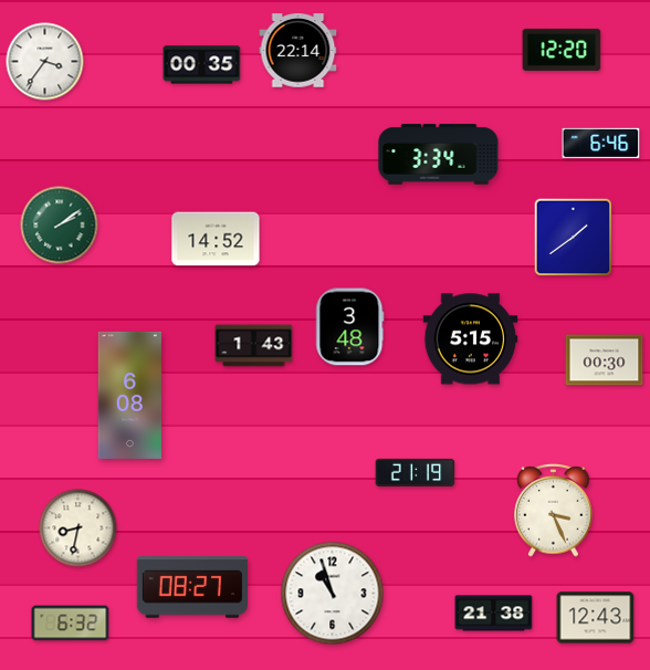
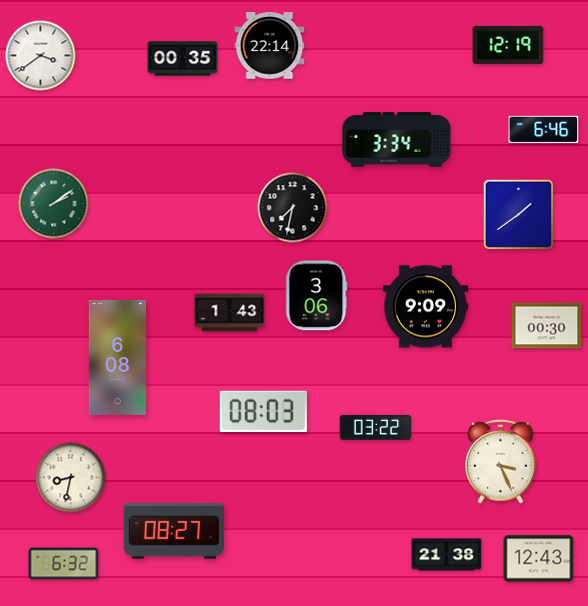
clock at (562, 50): 12:20 -> 12:19
clock at (45, 62): 3:36 -> 3:39
clock at (293, 208): none -> 7:32
clock at (216, 239): 14:52 -> none
clock at (350, 327): 3:48 -> 3:06
clock at (471, 339): 5:15 -> 9:09
clock at (263, 412): none -> 08:03
clock at (416, 472): 21:19 -> 03:22
clock at (333, 594): 10:57 -> none
